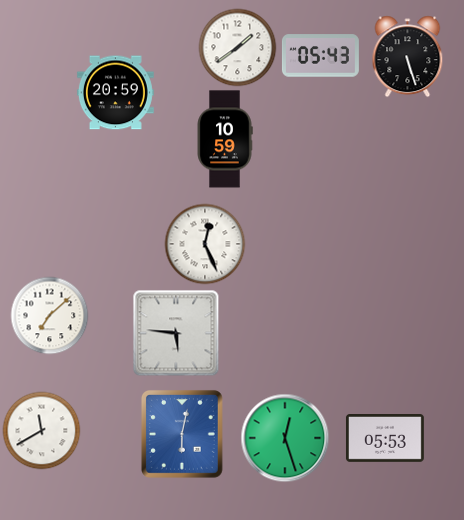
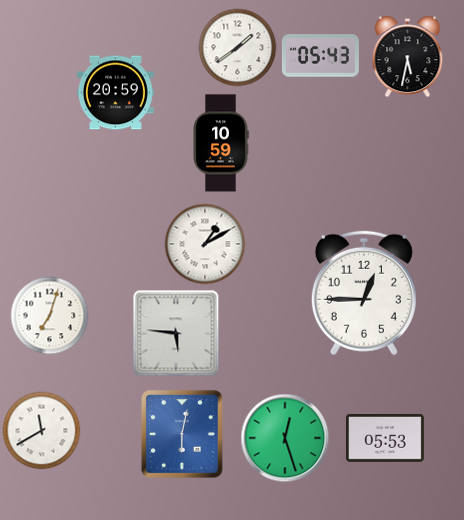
clock at (408, 56): 5:27 -> 5:32
clock at (225, 139) position: (225, 139) -> (221, 143)
clock at (205, 244): 12:26 -> 1:10
clock at (364, 293): none -> 12:45
clock at (49, 315): 7:08 -> 7:03
